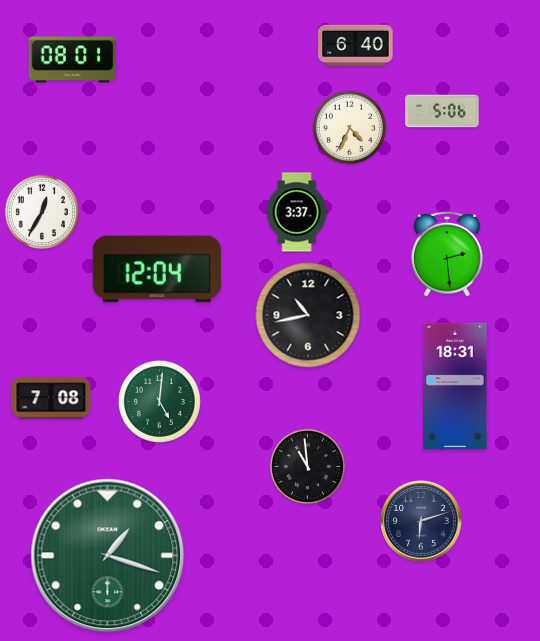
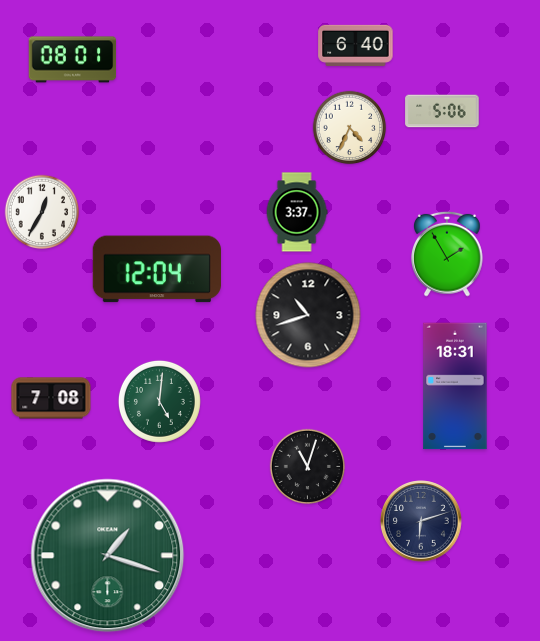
clock at (448, 254): 2:29 -> 1:55
clock at (308, 315): 10:43 -> 10:42
clock at (308, 467): 10:59 -> 11:03
